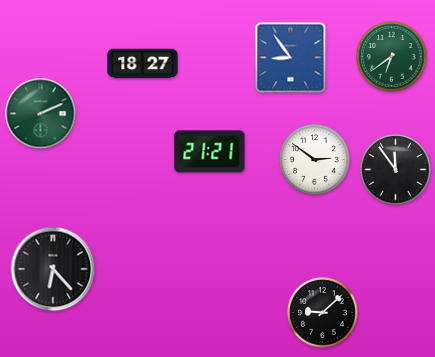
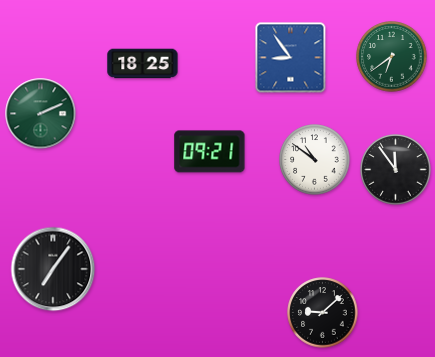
clock at (143, 64): 18:27 -> 18:25
clock at (210, 152): 21:21 -> 09:21
clock at (315, 160): 2:51 -> 10:51
clock at (53, 269): 6:23 -> 7:06
